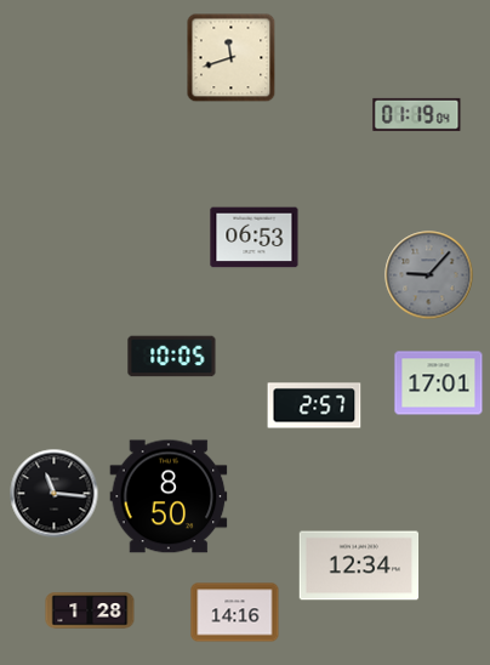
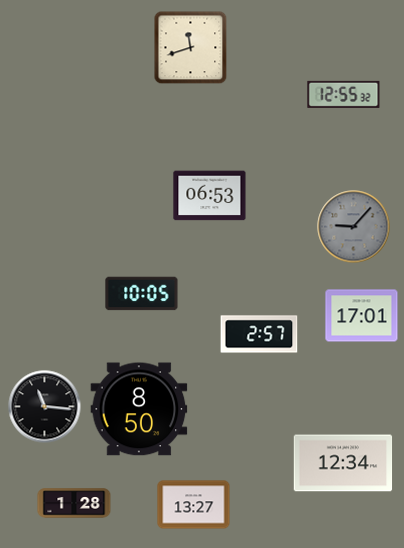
clock at (417, 114): 01:19 -> 12:55
clock at (359, 565) position: (359, 565) -> (343, 463)
clock at (235, 613): 14:16 -> 13:27
